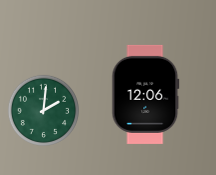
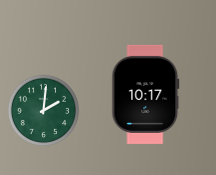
clock at (146, 94): 12:06 -> 10:17
